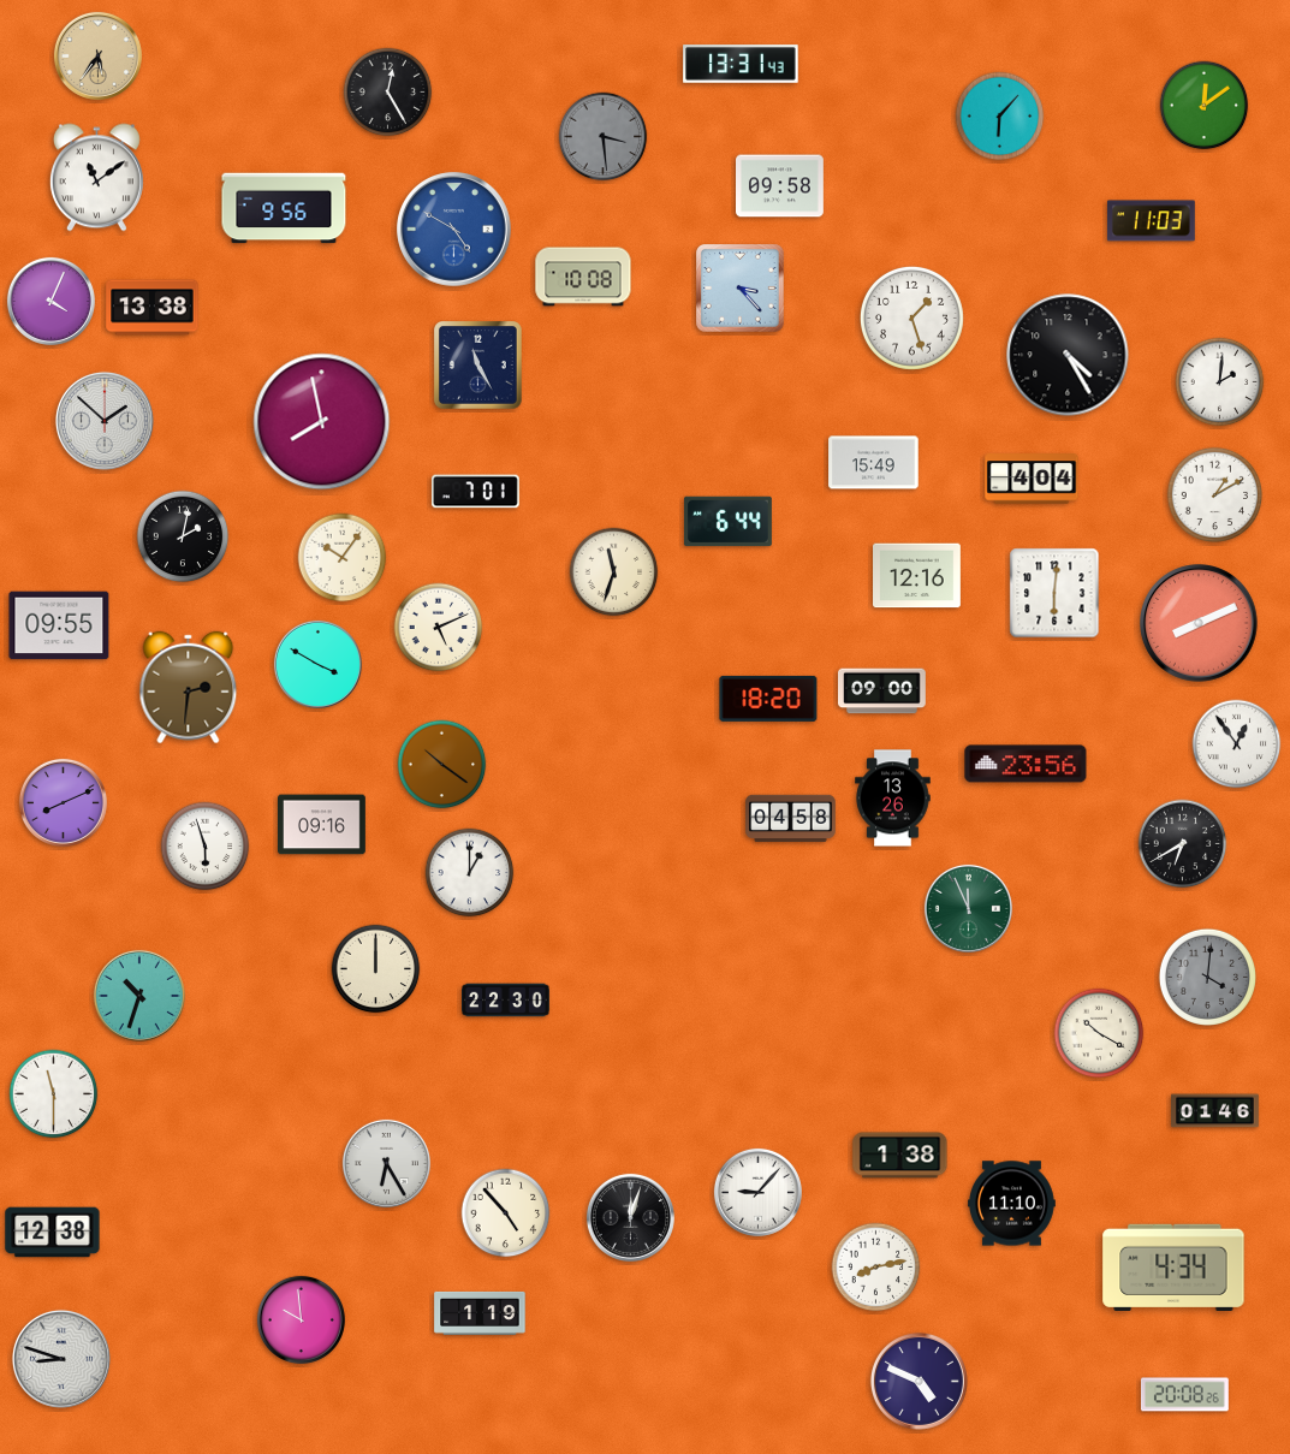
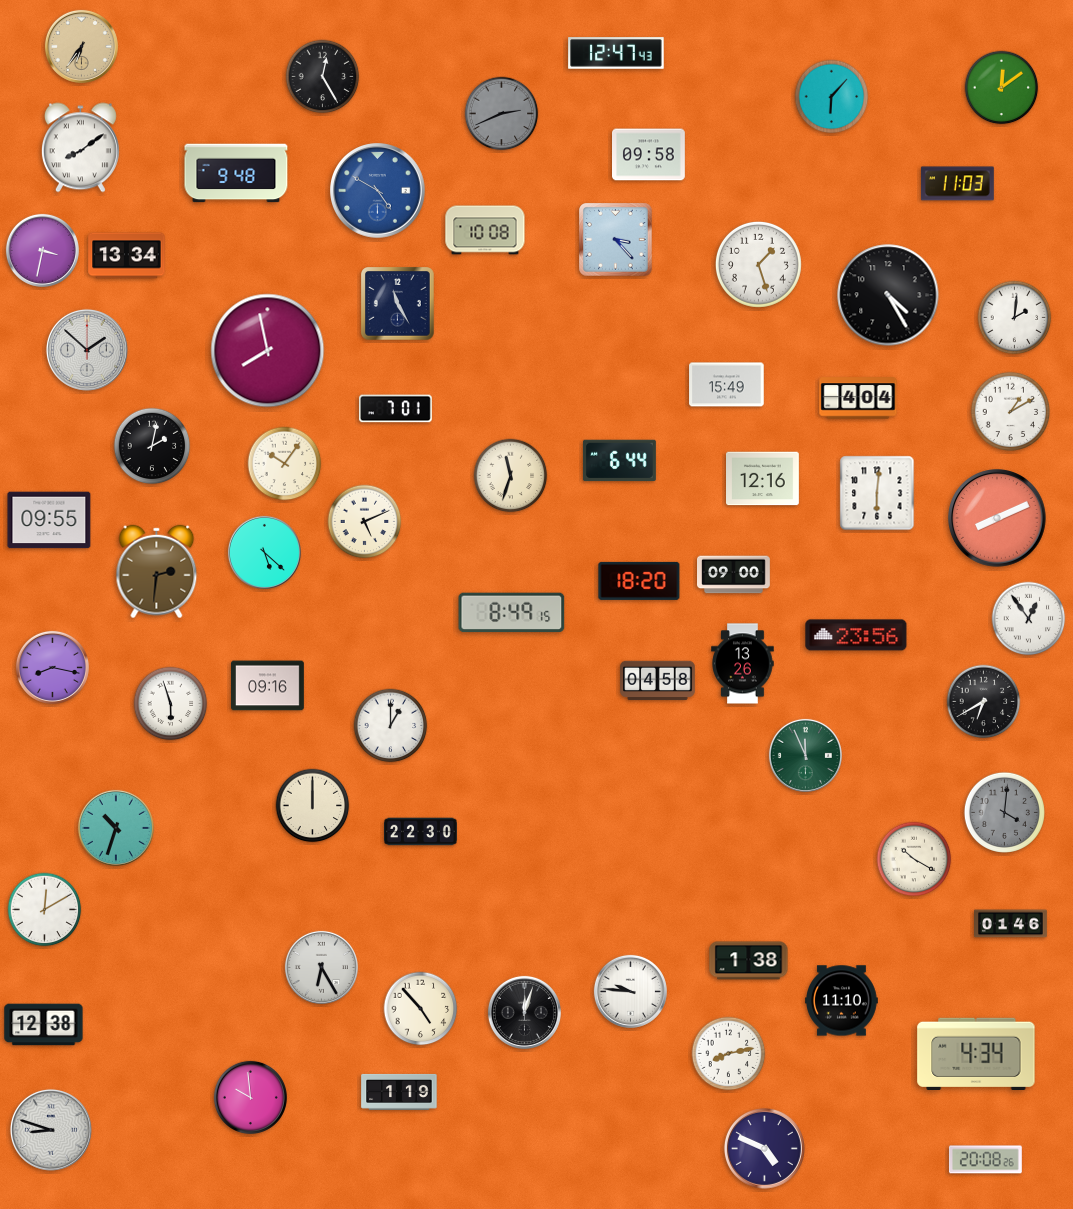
clock at (97, 55): 5:36 -> 6:36
clock at (741, 64): 13:31 -> 12:47
clock at (604, 137): 3:29 -> 2:41
clock at (96, 178): 11:09 -> 8:09
clock at (284, 208): 9:56 -> 9:48
clock at (50, 301): 4:04 -> 3:32
clock at (153, 308): 13:38 -> 13:34
clock at (727, 522) position: (727, 522) -> (619, 461)
clock at (317, 664): 3:50 -> 5:22
clock at (512, 613): none -> 8:49
clock at (1026, 764) position: (1026, 764) -> (856, 635)
clock at (442, 765): 10:21 -> none
clock at (63, 802): 8:11 -> 8:17
clock at (54, 1094): 11:30 -> 12:10
clock at (757, 1192): 9:07 -> 9:46
